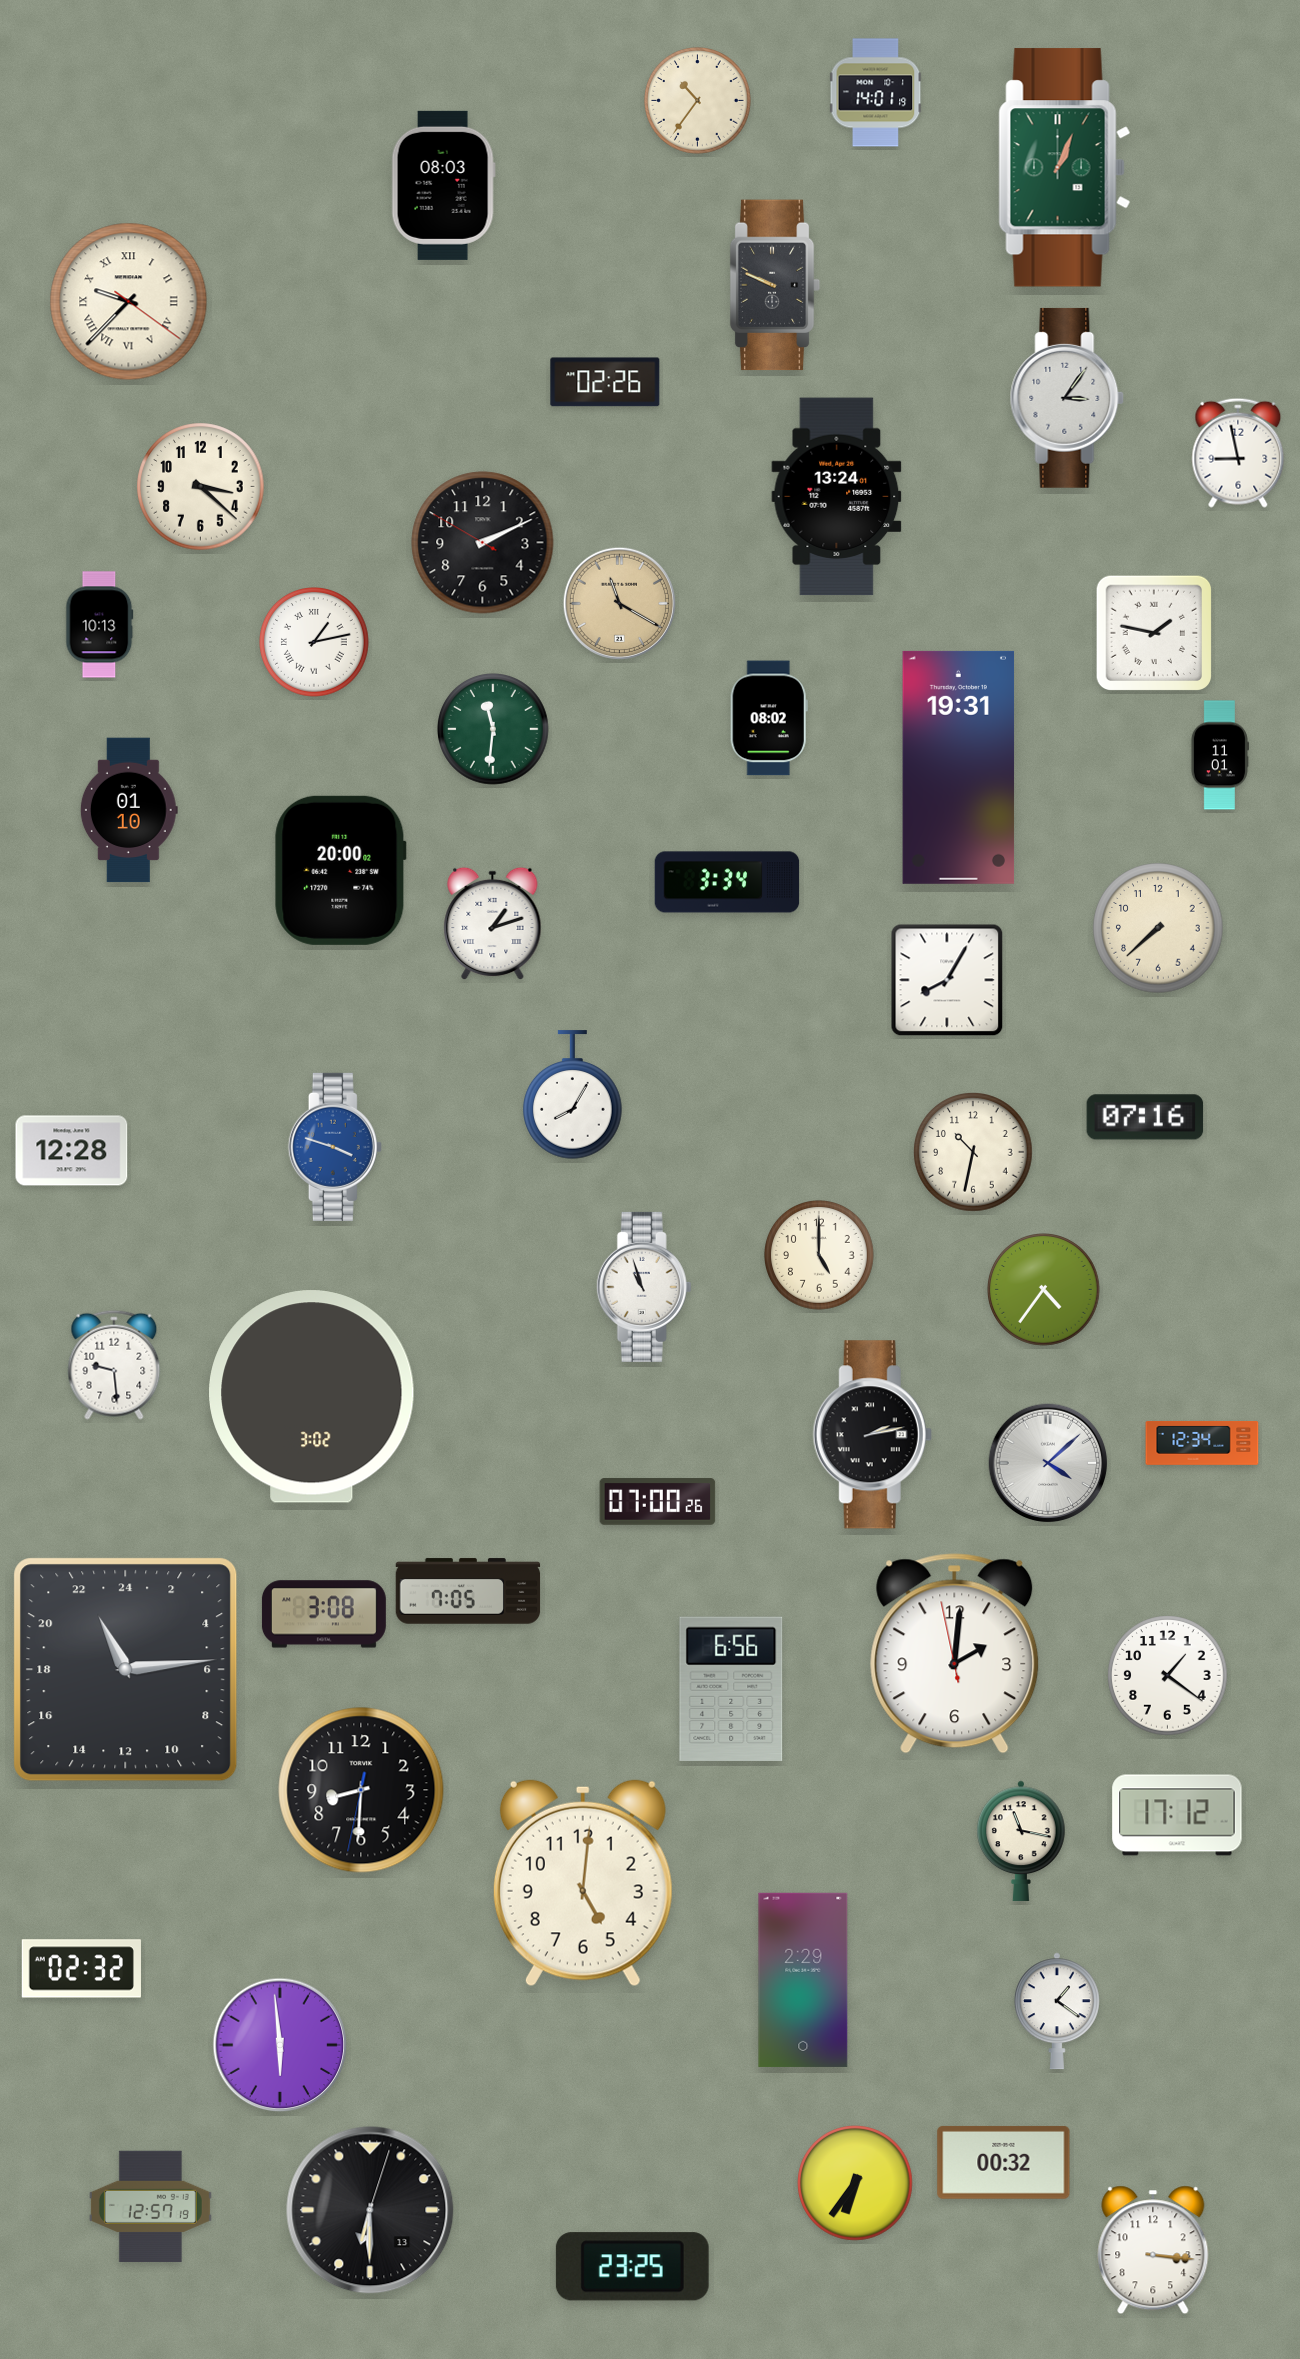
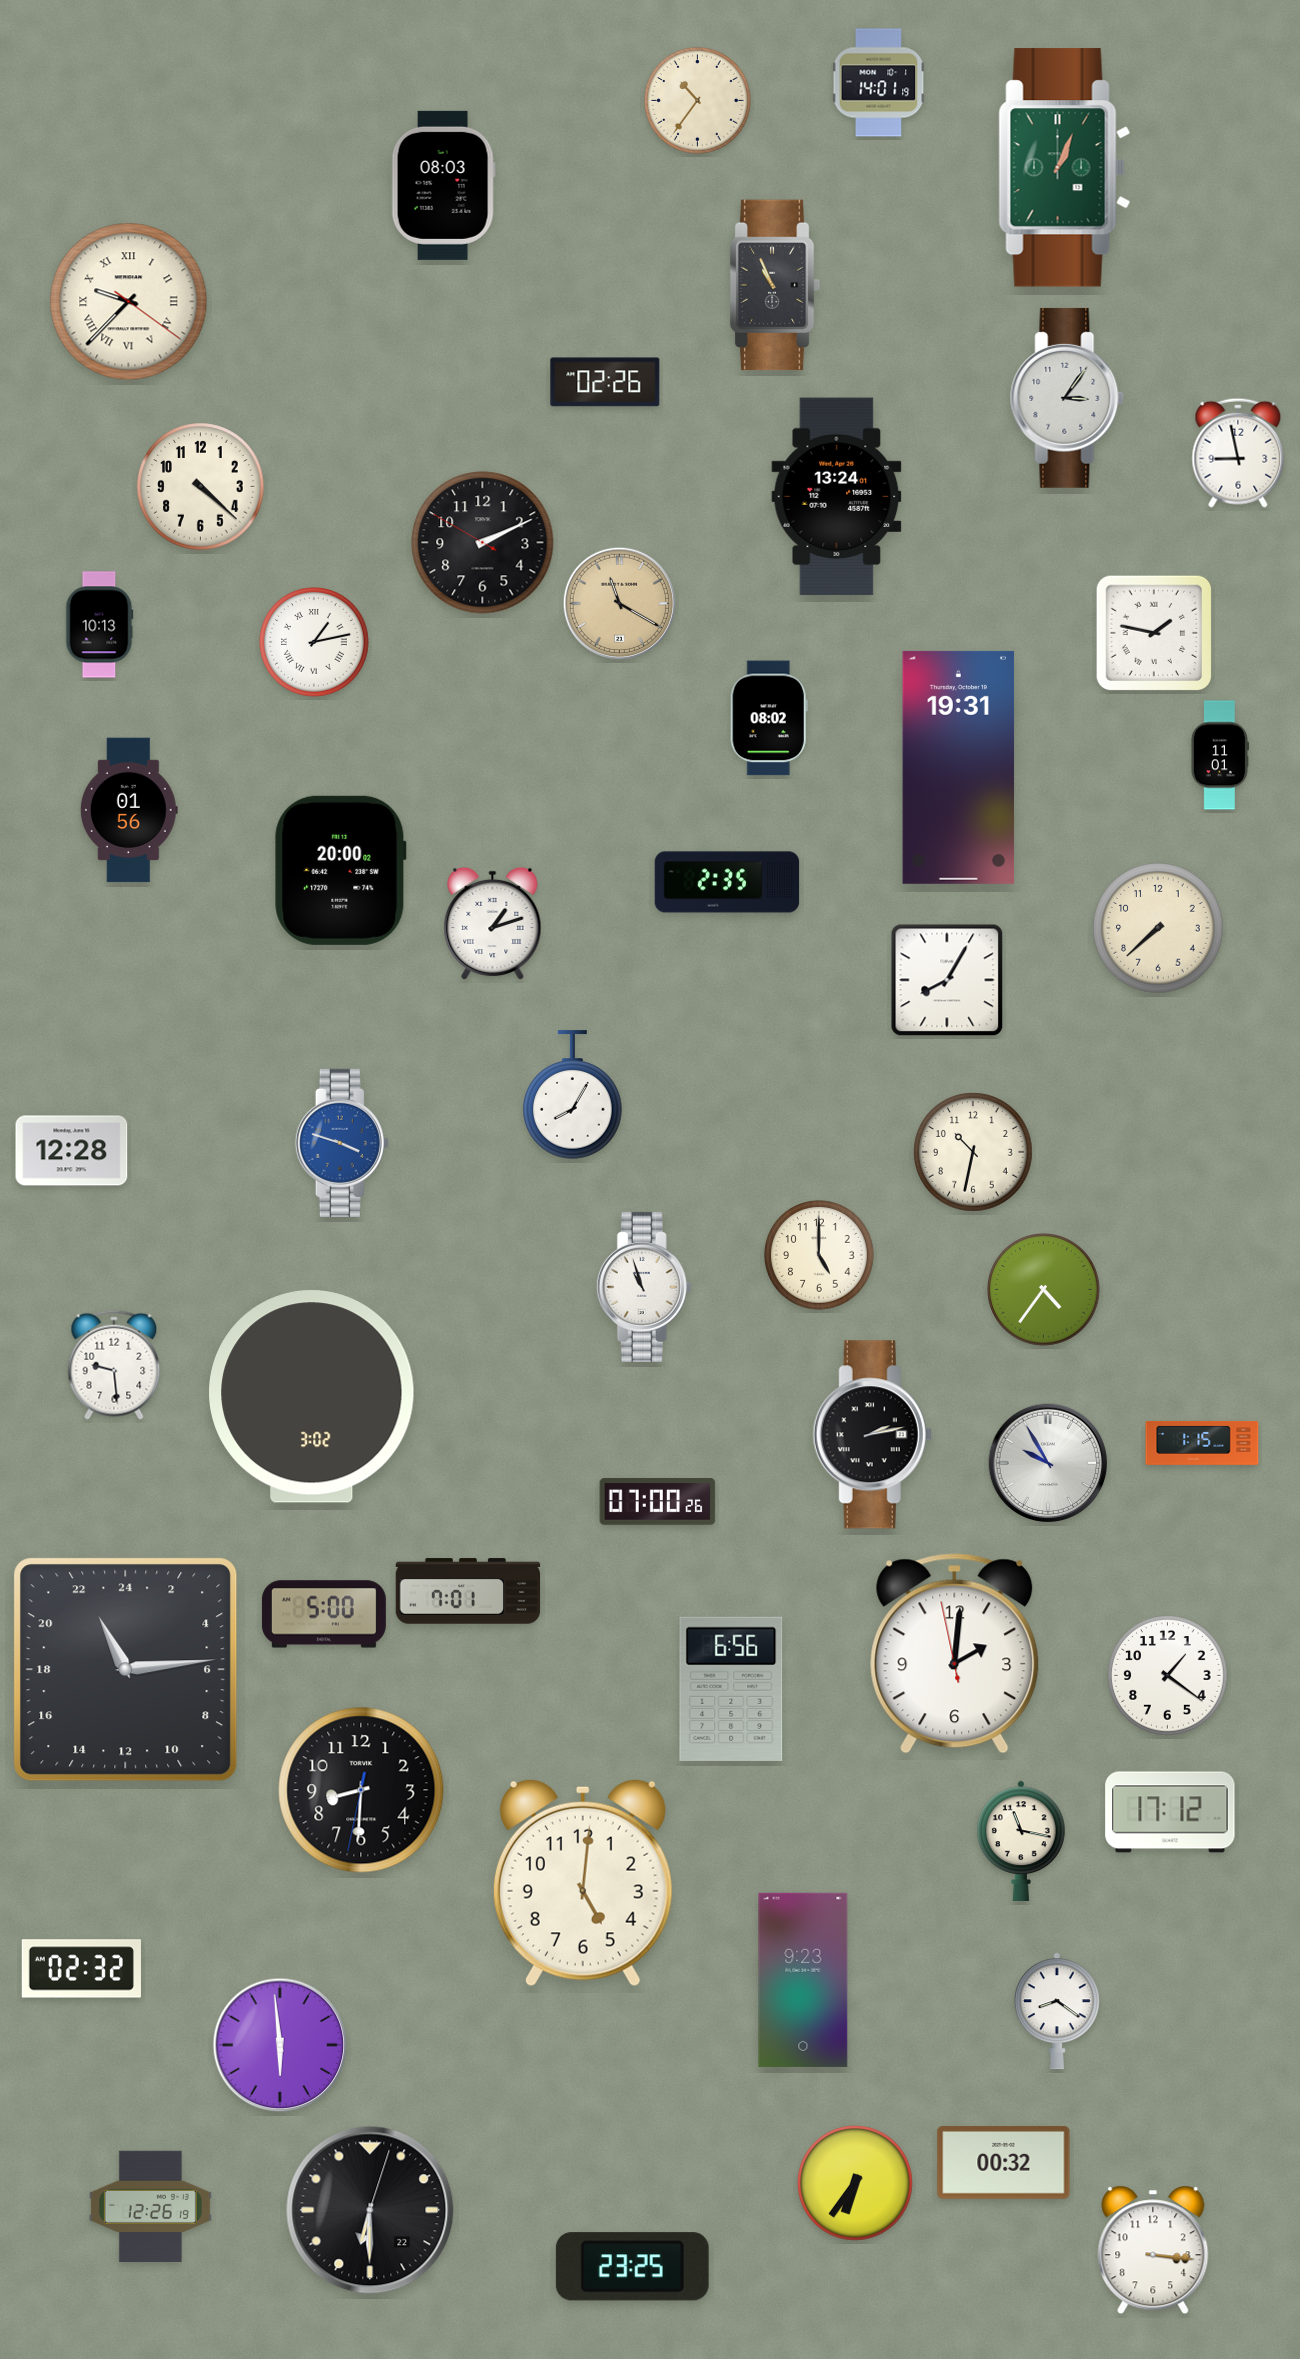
clock at (876, 93) position: (876, 93) -> (879, 83)
clock at (775, 285): 9:49 -> 10:56
clock at (201, 487): 3:22 -> 4:22
clock at (494, 730): 11:31 -> none
clock at (129, 810): 01:10 -> 01:56
clock at (727, 882): 3:34 -> 2:35
clock at (1145, 1117): 07:16 -> none
clock at (335, 1147) position: (335, 1147) -> (342, 1143)
clock at (1202, 1443): 12:34 -> 1:15
clock at (1048, 1463): 4:08 -> 9:55
clock at (468, 1591): 7:05 -> 7:01
clock at (324, 1614): 3:08 -> 5:00
clock at (1177, 1815) position: (1177, 1815) -> (1170, 1812)
clock at (803, 1980): 2:29 -> 9:23
clock at (1057, 2011): 1:21 -> 8:21
clock at (150, 2206): 12:57 -> 12:26
clock at (370, 2210) date: 13 -> 22
